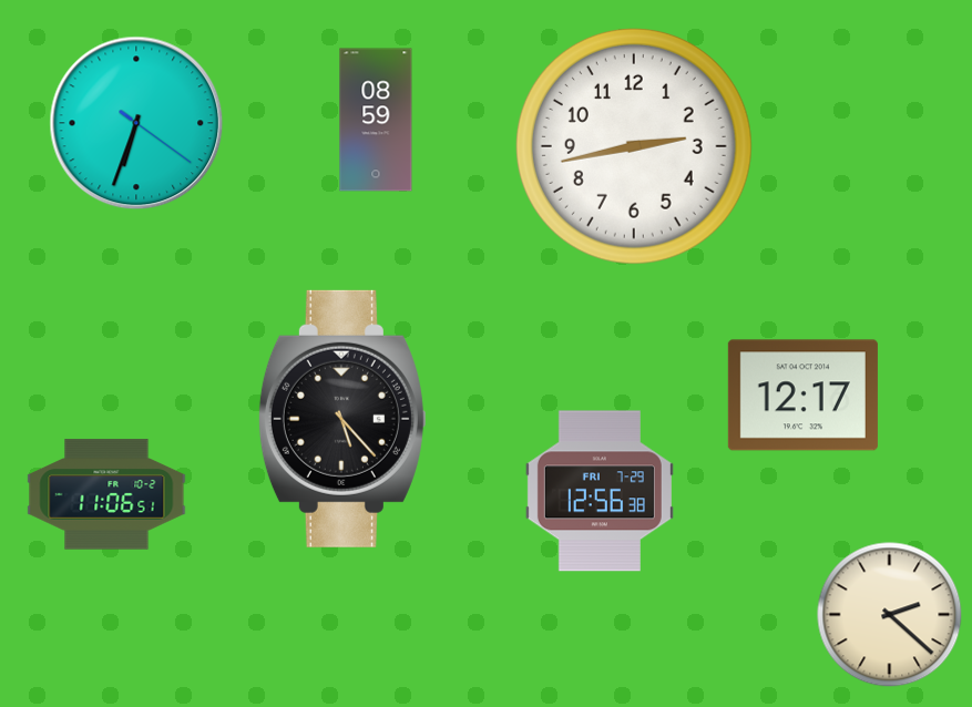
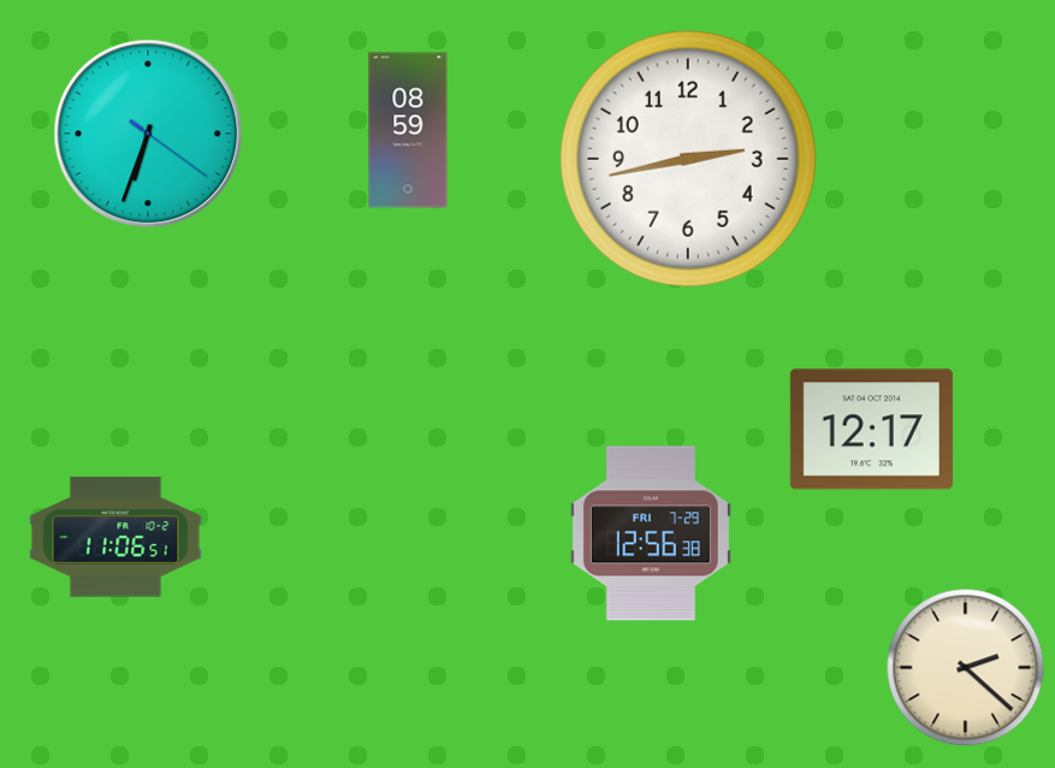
clock at (342, 419): 5:23 -> none
